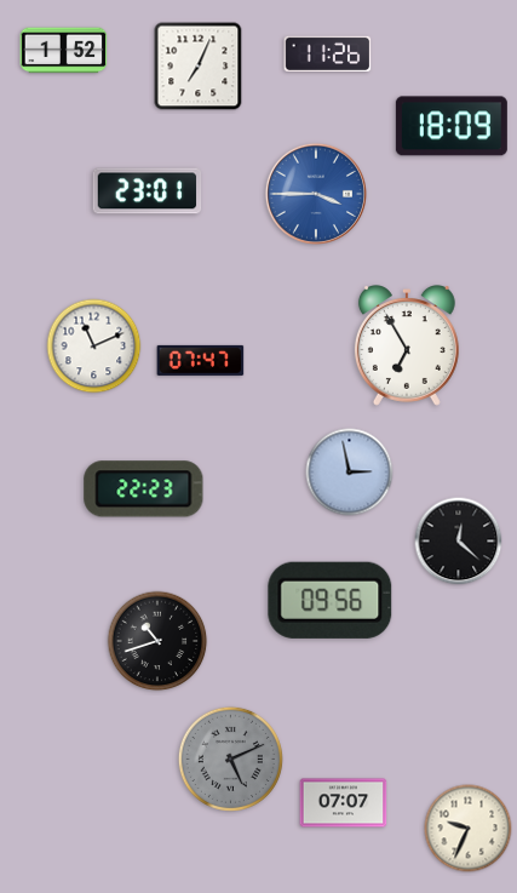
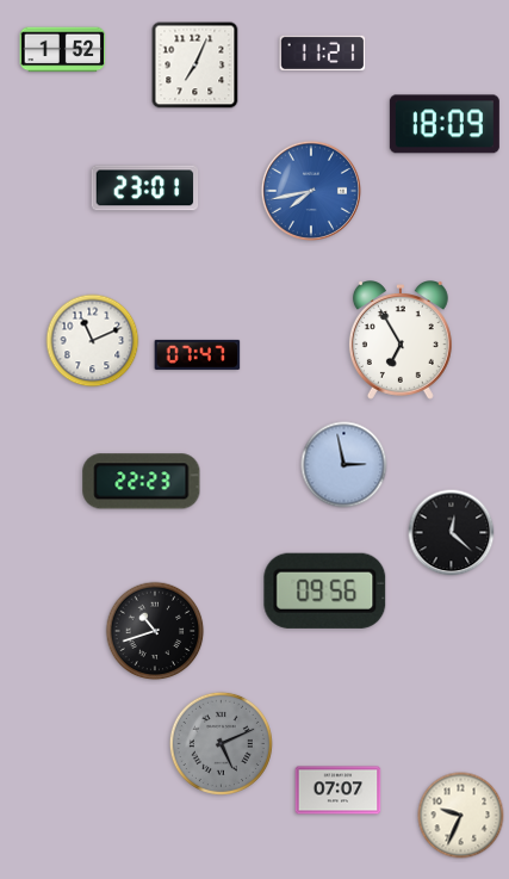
clock at (328, 53): 11:26 -> 11:21
clock at (316, 194): 3:45 -> 7:43
clock at (230, 759) position: (230, 759) -> (221, 743)
